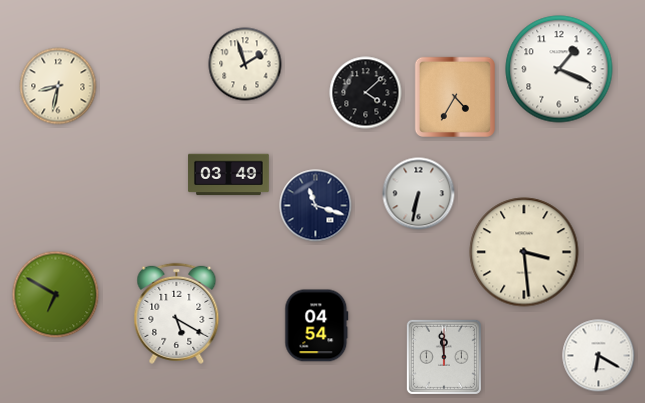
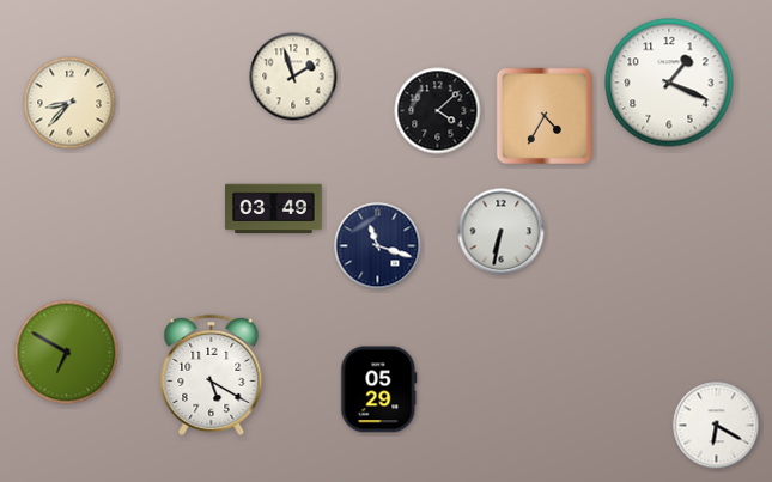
clock at (58, 86): 8:32 -> 8:37
clock at (524, 252): 3:29 -> none
clock at (317, 326): 04:54 -> 05:29
clock at (444, 357): 11:59 -> none
